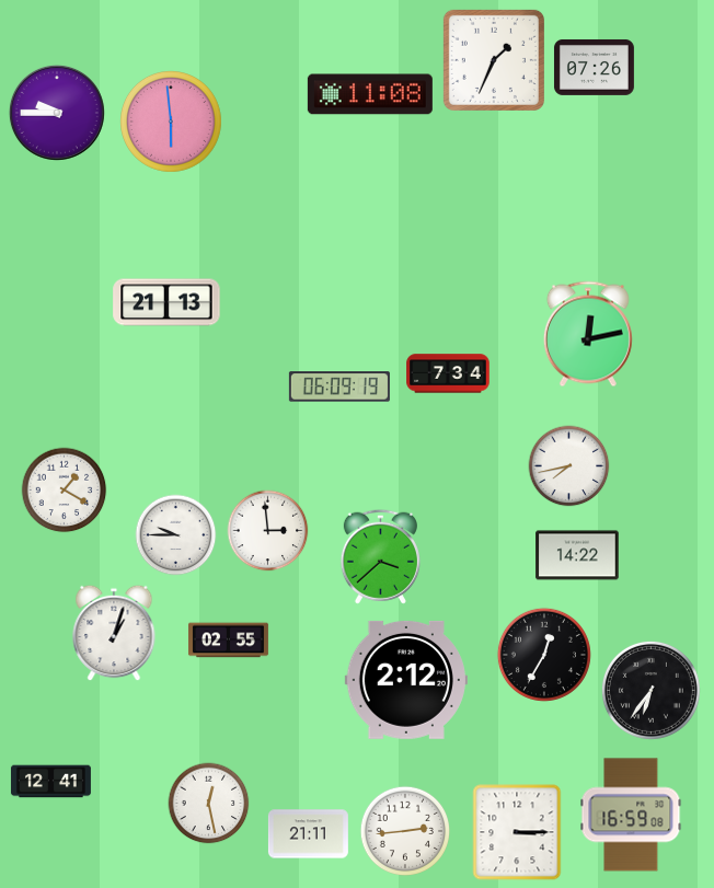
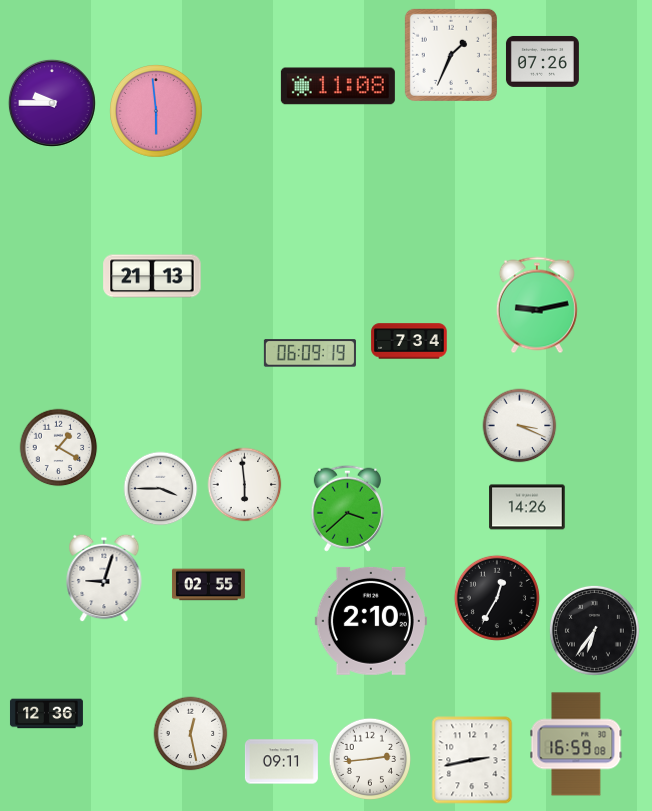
clock at (588, 334): 12:13 -> 9:13
clock at (569, 466): 7:43 -> 3:19
clock at (268, 531): 2:59 -> 5:59
clock at (176, 535): 9:45 -> 3:45
clock at (577, 555): 14:22 -> 14:26
clock at (114, 633): 1:03 -> 9:03
clock at (406, 680): 2:12 -> 2:10
clock at (50, 782): 12:41 -> 12:36
clock at (517, 832): 3:15 -> 2:43
clock at (308, 834): 21:11 -> 09:11
